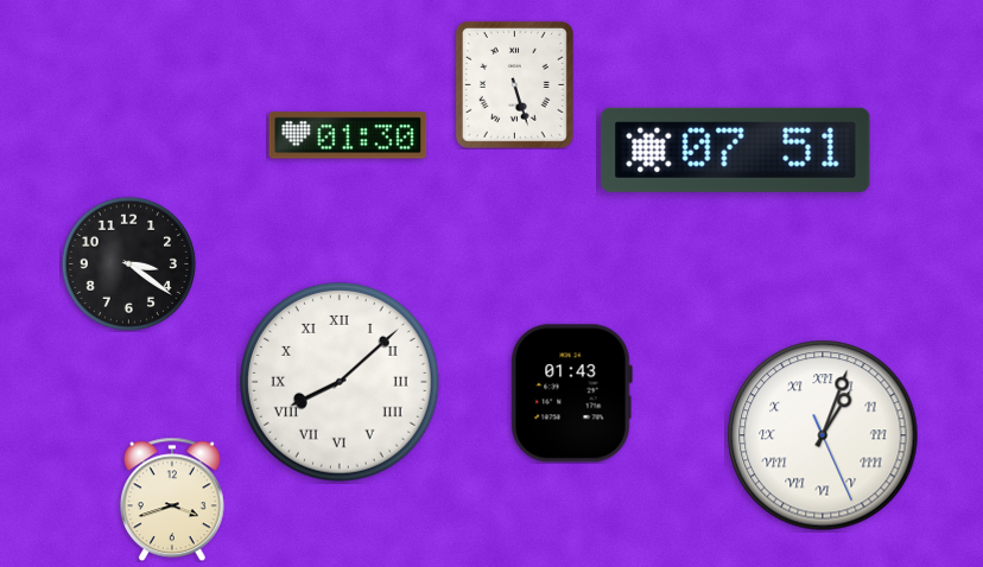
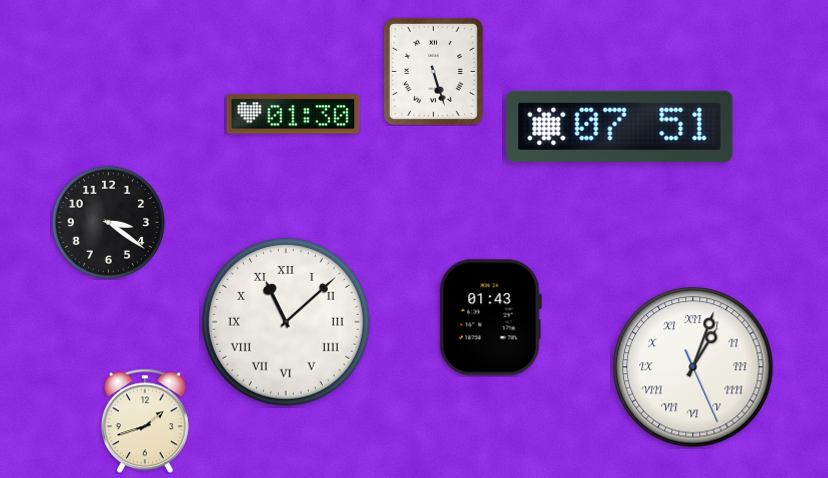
clock at (340, 382): 8:08 -> 11:08
clock at (571, 394) position: (571, 394) -> (490, 318)
clock at (172, 499): 3:42 -> 1:42
